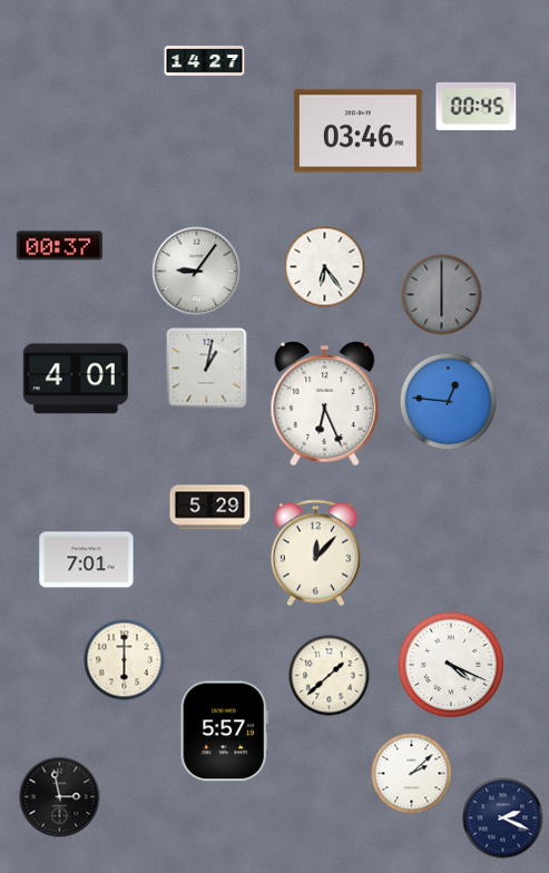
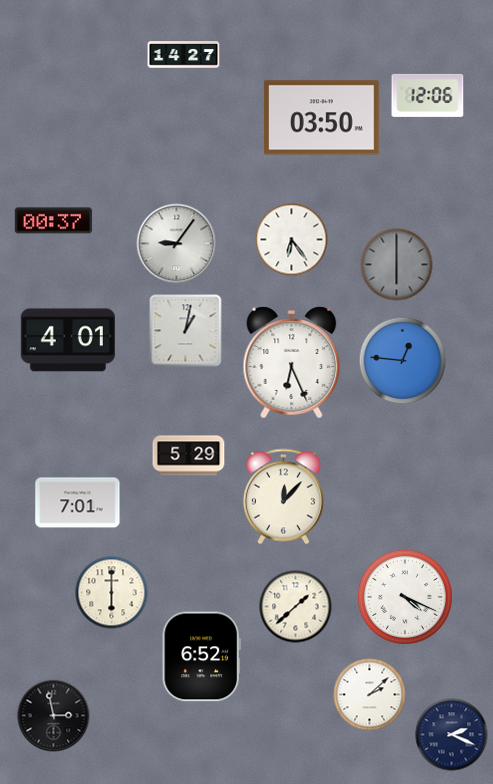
clock at (477, 106): 00:45 -> 12:06
clock at (357, 131): 03:46 -> 03:50
clock at (224, 732): 5:57 -> 6:52
